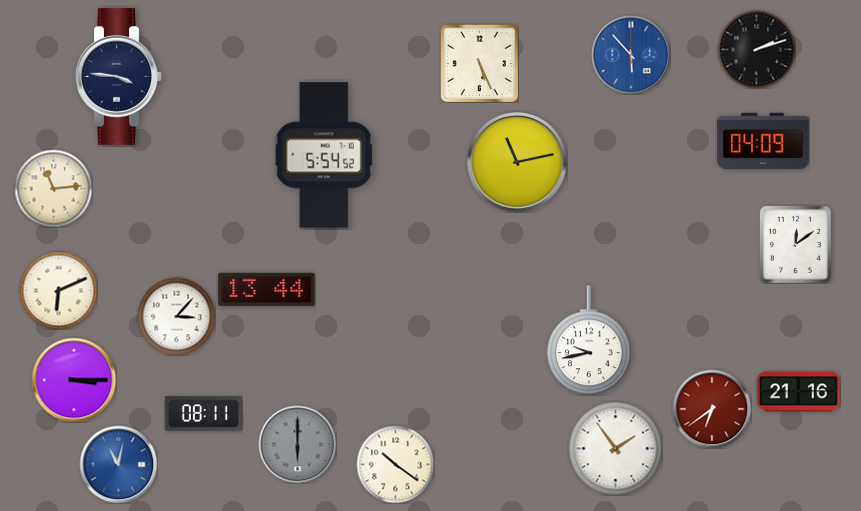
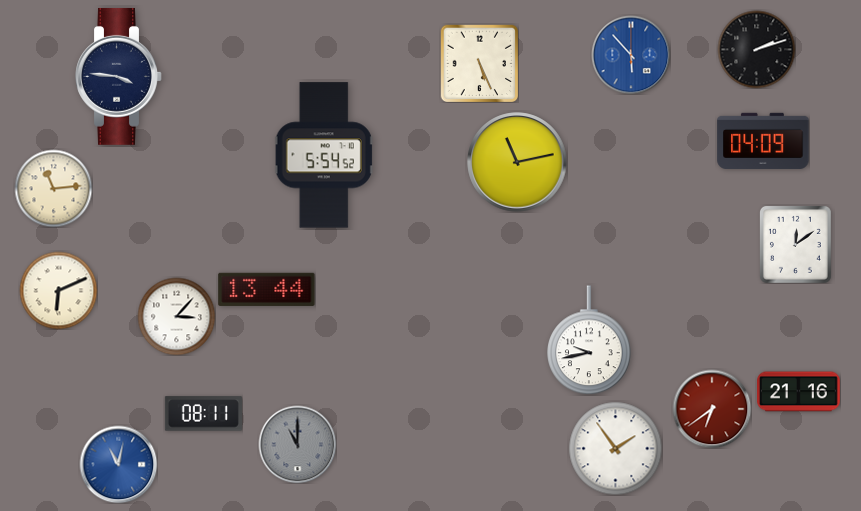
clock at (74, 380): 3:15 -> none
clock at (297, 444): 6:00 -> 11:00
clock at (395, 464): 10:21 -> none
